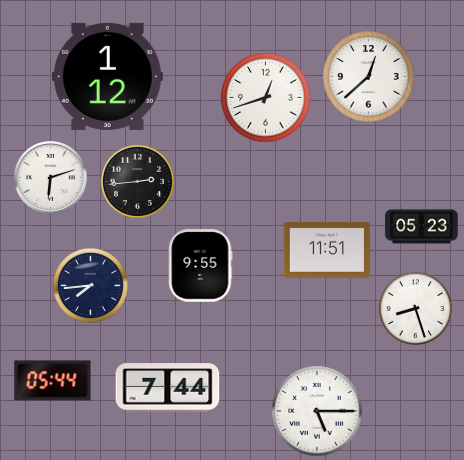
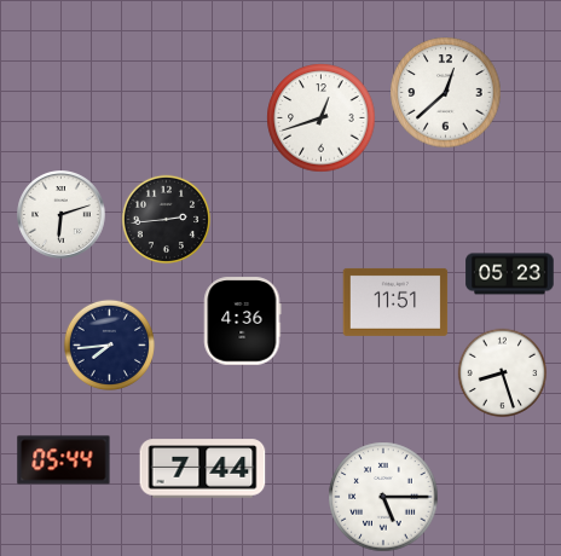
clock at (107, 76): 1:12 -> none
clock at (201, 266): 9:55 -> 4:36
